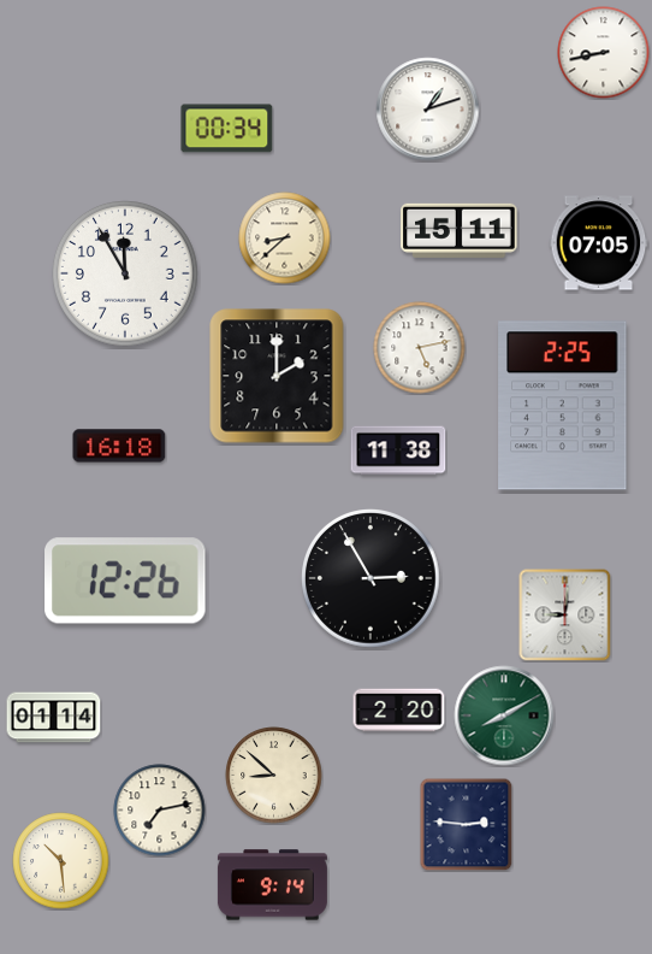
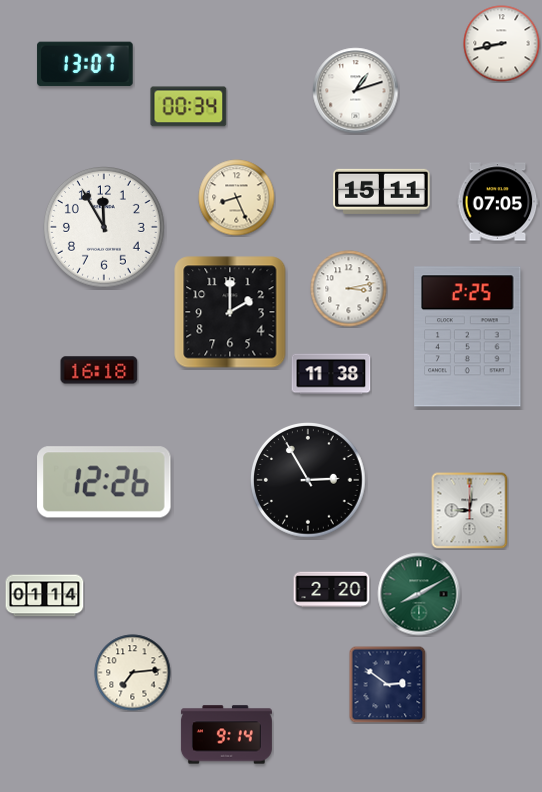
clock at (85, 64): none -> 13:07
clock at (285, 238): 8:38 -> 8:26
clock at (420, 348): 5:13 -> 3:13
clock at (274, 776): 8:52 -> none
clock at (160, 811): 7:13 -> 7:14
clock at (466, 824): 2:46 -> 2:51
clock at (61, 861): 10:29 -> none
